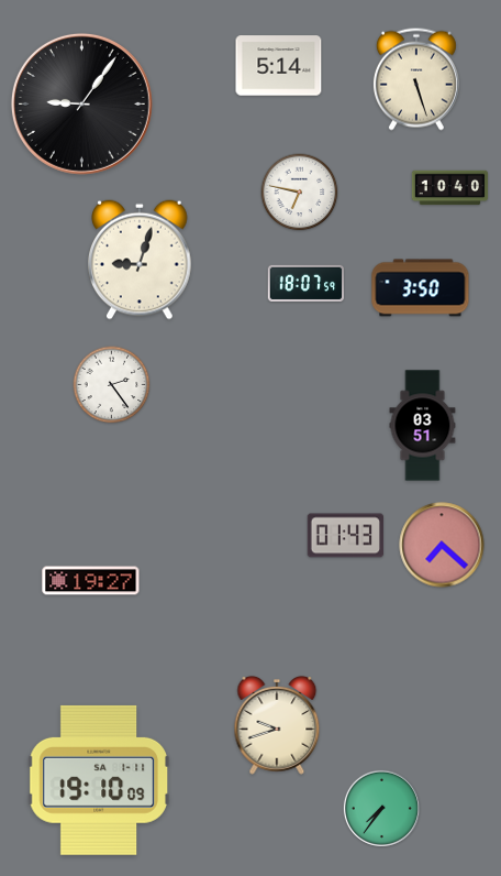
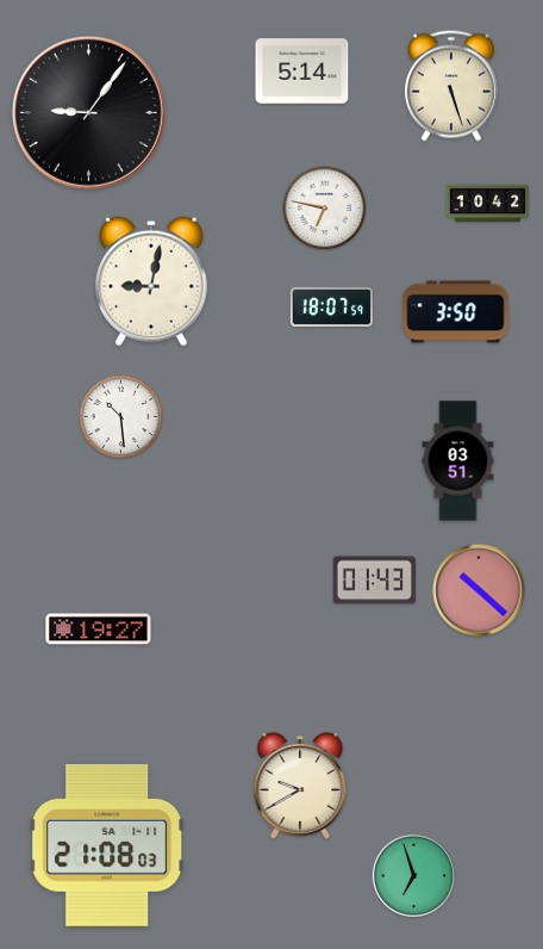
clock at (450, 188): 10:40 -> 10:42
clock at (141, 260): 9:03 -> 9:02
clock at (112, 385): 2:24 -> 10:29
clock at (442, 545): 7:22 -> 10:22
clock at (277, 725): 9:42 -> 9:40
clock at (98, 780): 19:10 -> 21:08
clock at (381, 808): 7:36 -> 6:57
